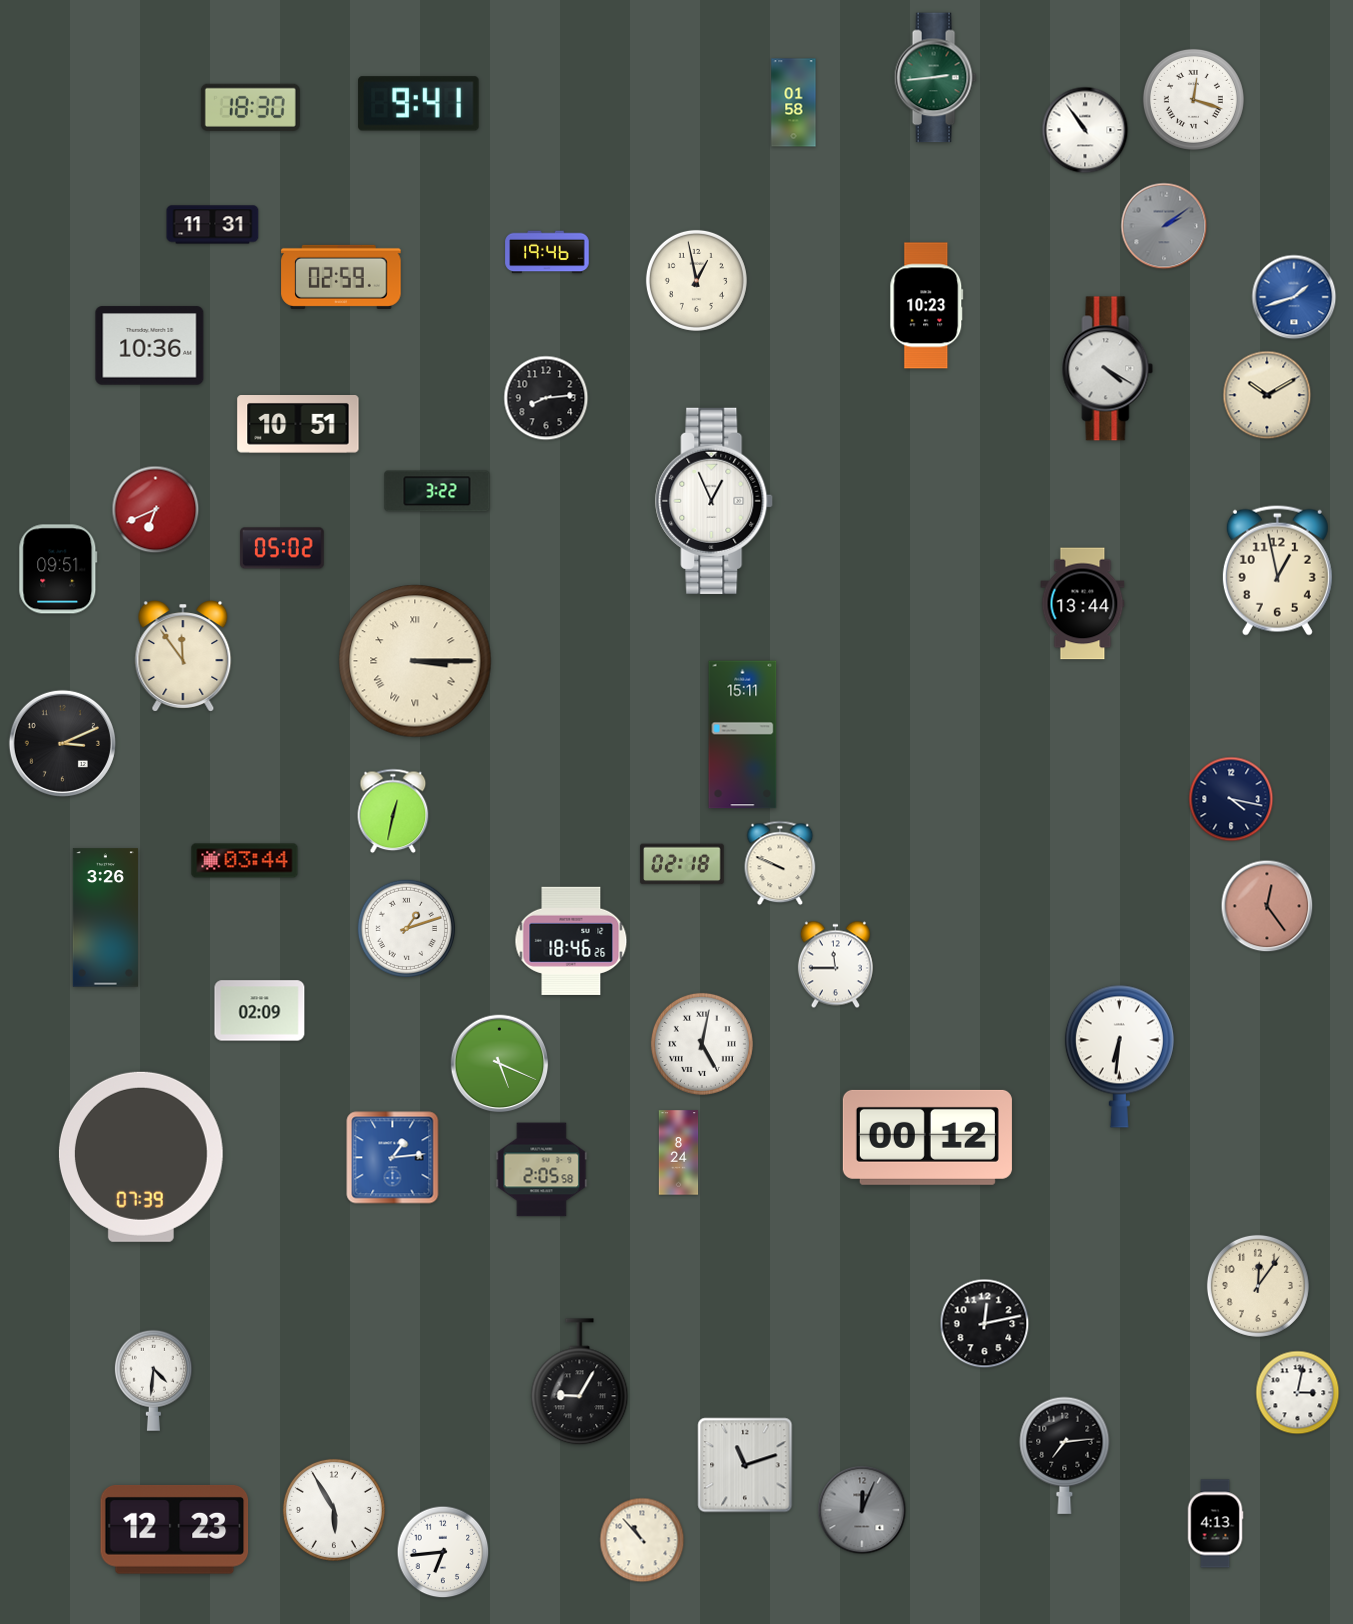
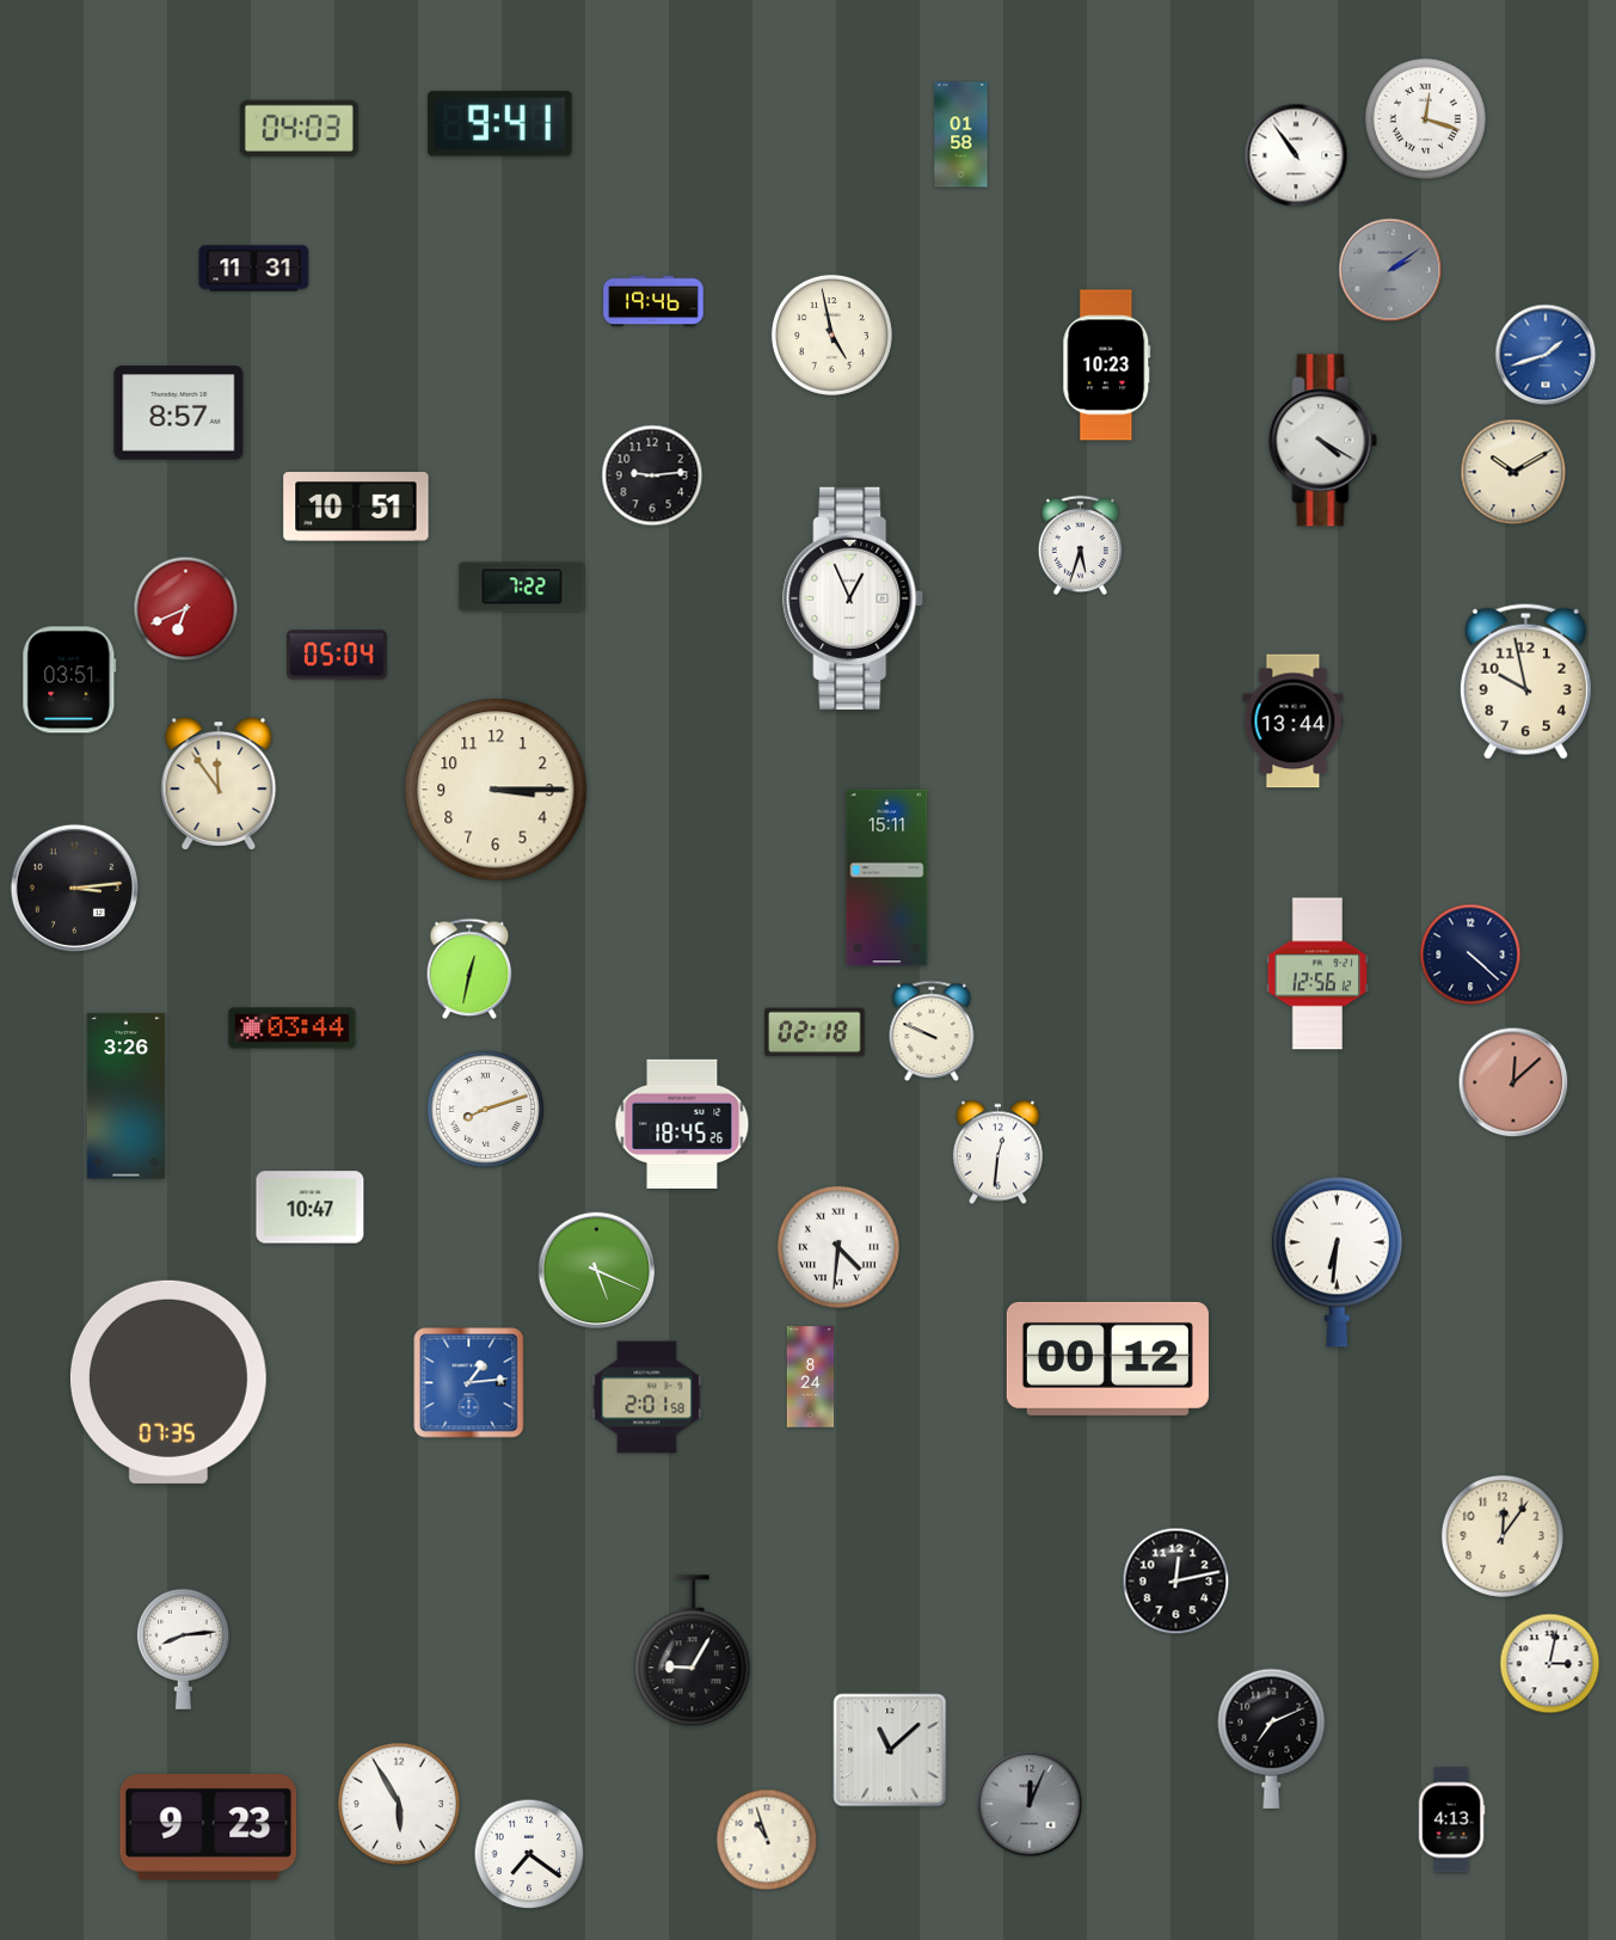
clock at (935, 78): 2:44 -> none
clock at (794, 103) position: (794, 103) -> (961, 135)
clock at (250, 107): 18:30 -> 04:03
clock at (341, 277): 02:59 -> none
clock at (696, 280): 12:58 -> 4:58
clock at (150, 346): 10:36 -> 8:57
clock at (546, 398): 8:14 -> 9:14
clock at (1081, 545): none -> 5:33
clock at (437, 491): 3:22 -> 7:22
clock at (282, 548): 05:02 -> 05:04
clock at (58, 569): 09:51 -> 03:51
clock at (1277, 570): 12:58 -> 9:58
clock at (415, 661) numerals: Roman -> Arabic
clock at (62, 743): 3:11 -> 3:14
clock at (1231, 799): 4:17 -> 4:22
clock at (1317, 974): none -> 12:56
clock at (1267, 906): 12:24 -> 12:08
clock at (406, 928): 1:12 -> 8:12
clock at (571, 941): 18:46 -> 18:45
clock at (835, 965): 11:45 -> 12:31
clock at (260, 1011): 02:09 -> 10:47
clock at (702, 1044): 5:02 -> 4:31
clock at (141, 1157): 07:39 -> 07:35
clock at (542, 1170): 2:05 -> 2:01
clock at (153, 1380): 4:31 -> 8:14
clock at (1065, 1455): 7:14 -> 7:11
clock at (745, 1465): 11:12 -> 11:08
clock at (175, 1530): 12:23 -> 9:23
clock at (642, 1540): 10:53 -> 10:57
clock at (443, 1552): 6:44 -> 7:21
